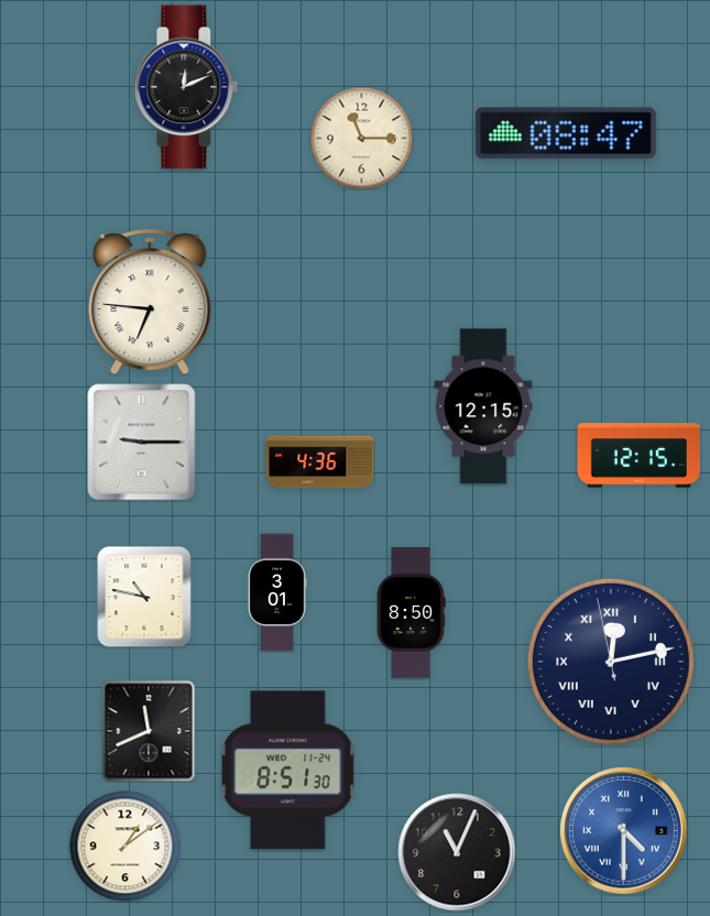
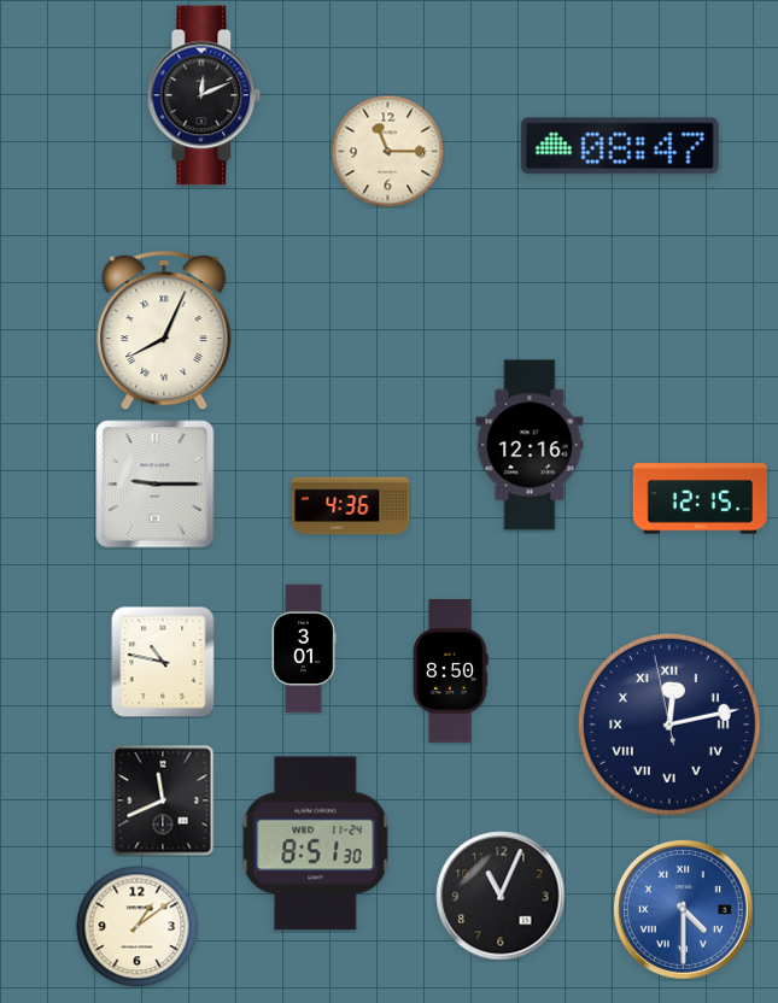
clock at (361, 138) position: (361, 138) -> (387, 151)
clock at (150, 302): 6:46 -> 8:04
clock at (483, 406): 12:15 -> 12:16
clock at (144, 597) position: (144, 597) -> (163, 662)
clock at (457, 852) position: (457, 852) -> (501, 896)
